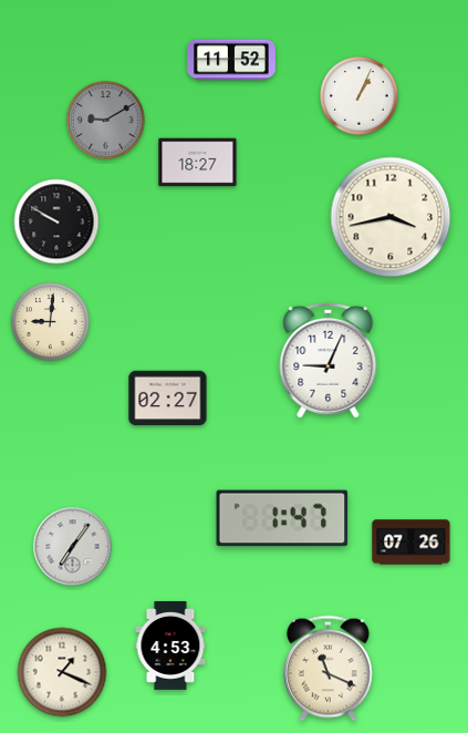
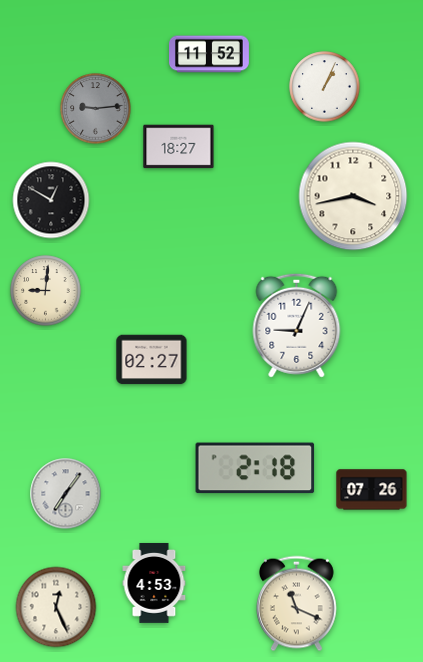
clock at (106, 121): 9:10 -> 9:14
clock at (56, 221): 9:50 -> 12:50
clock at (282, 518): 1:47 -> 2:18
clock at (62, 672): 1:19 -> 12:26
